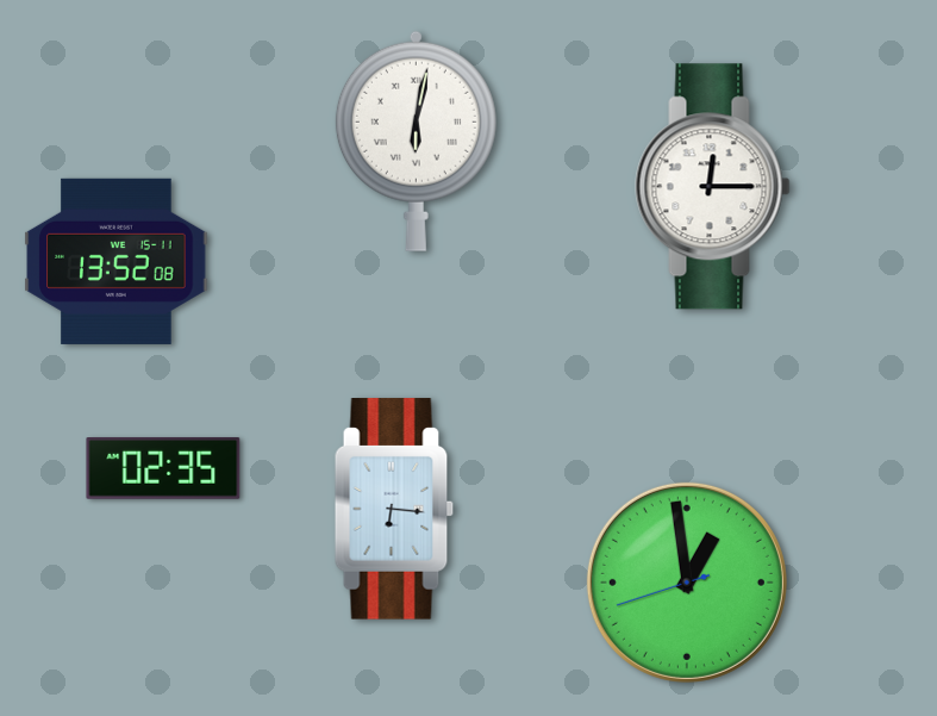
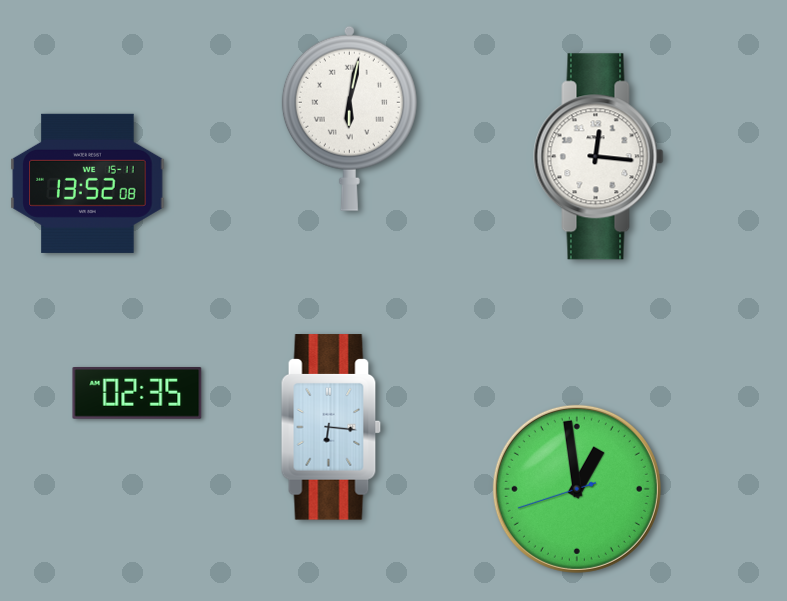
clock at (713, 187): 12:15 -> 12:16
clock at (117, 261) position: (117, 261) -> (88, 183)
